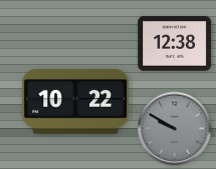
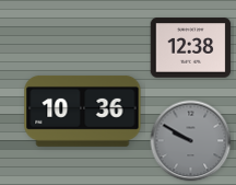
clock at (76, 101): 10:22 -> 10:36
